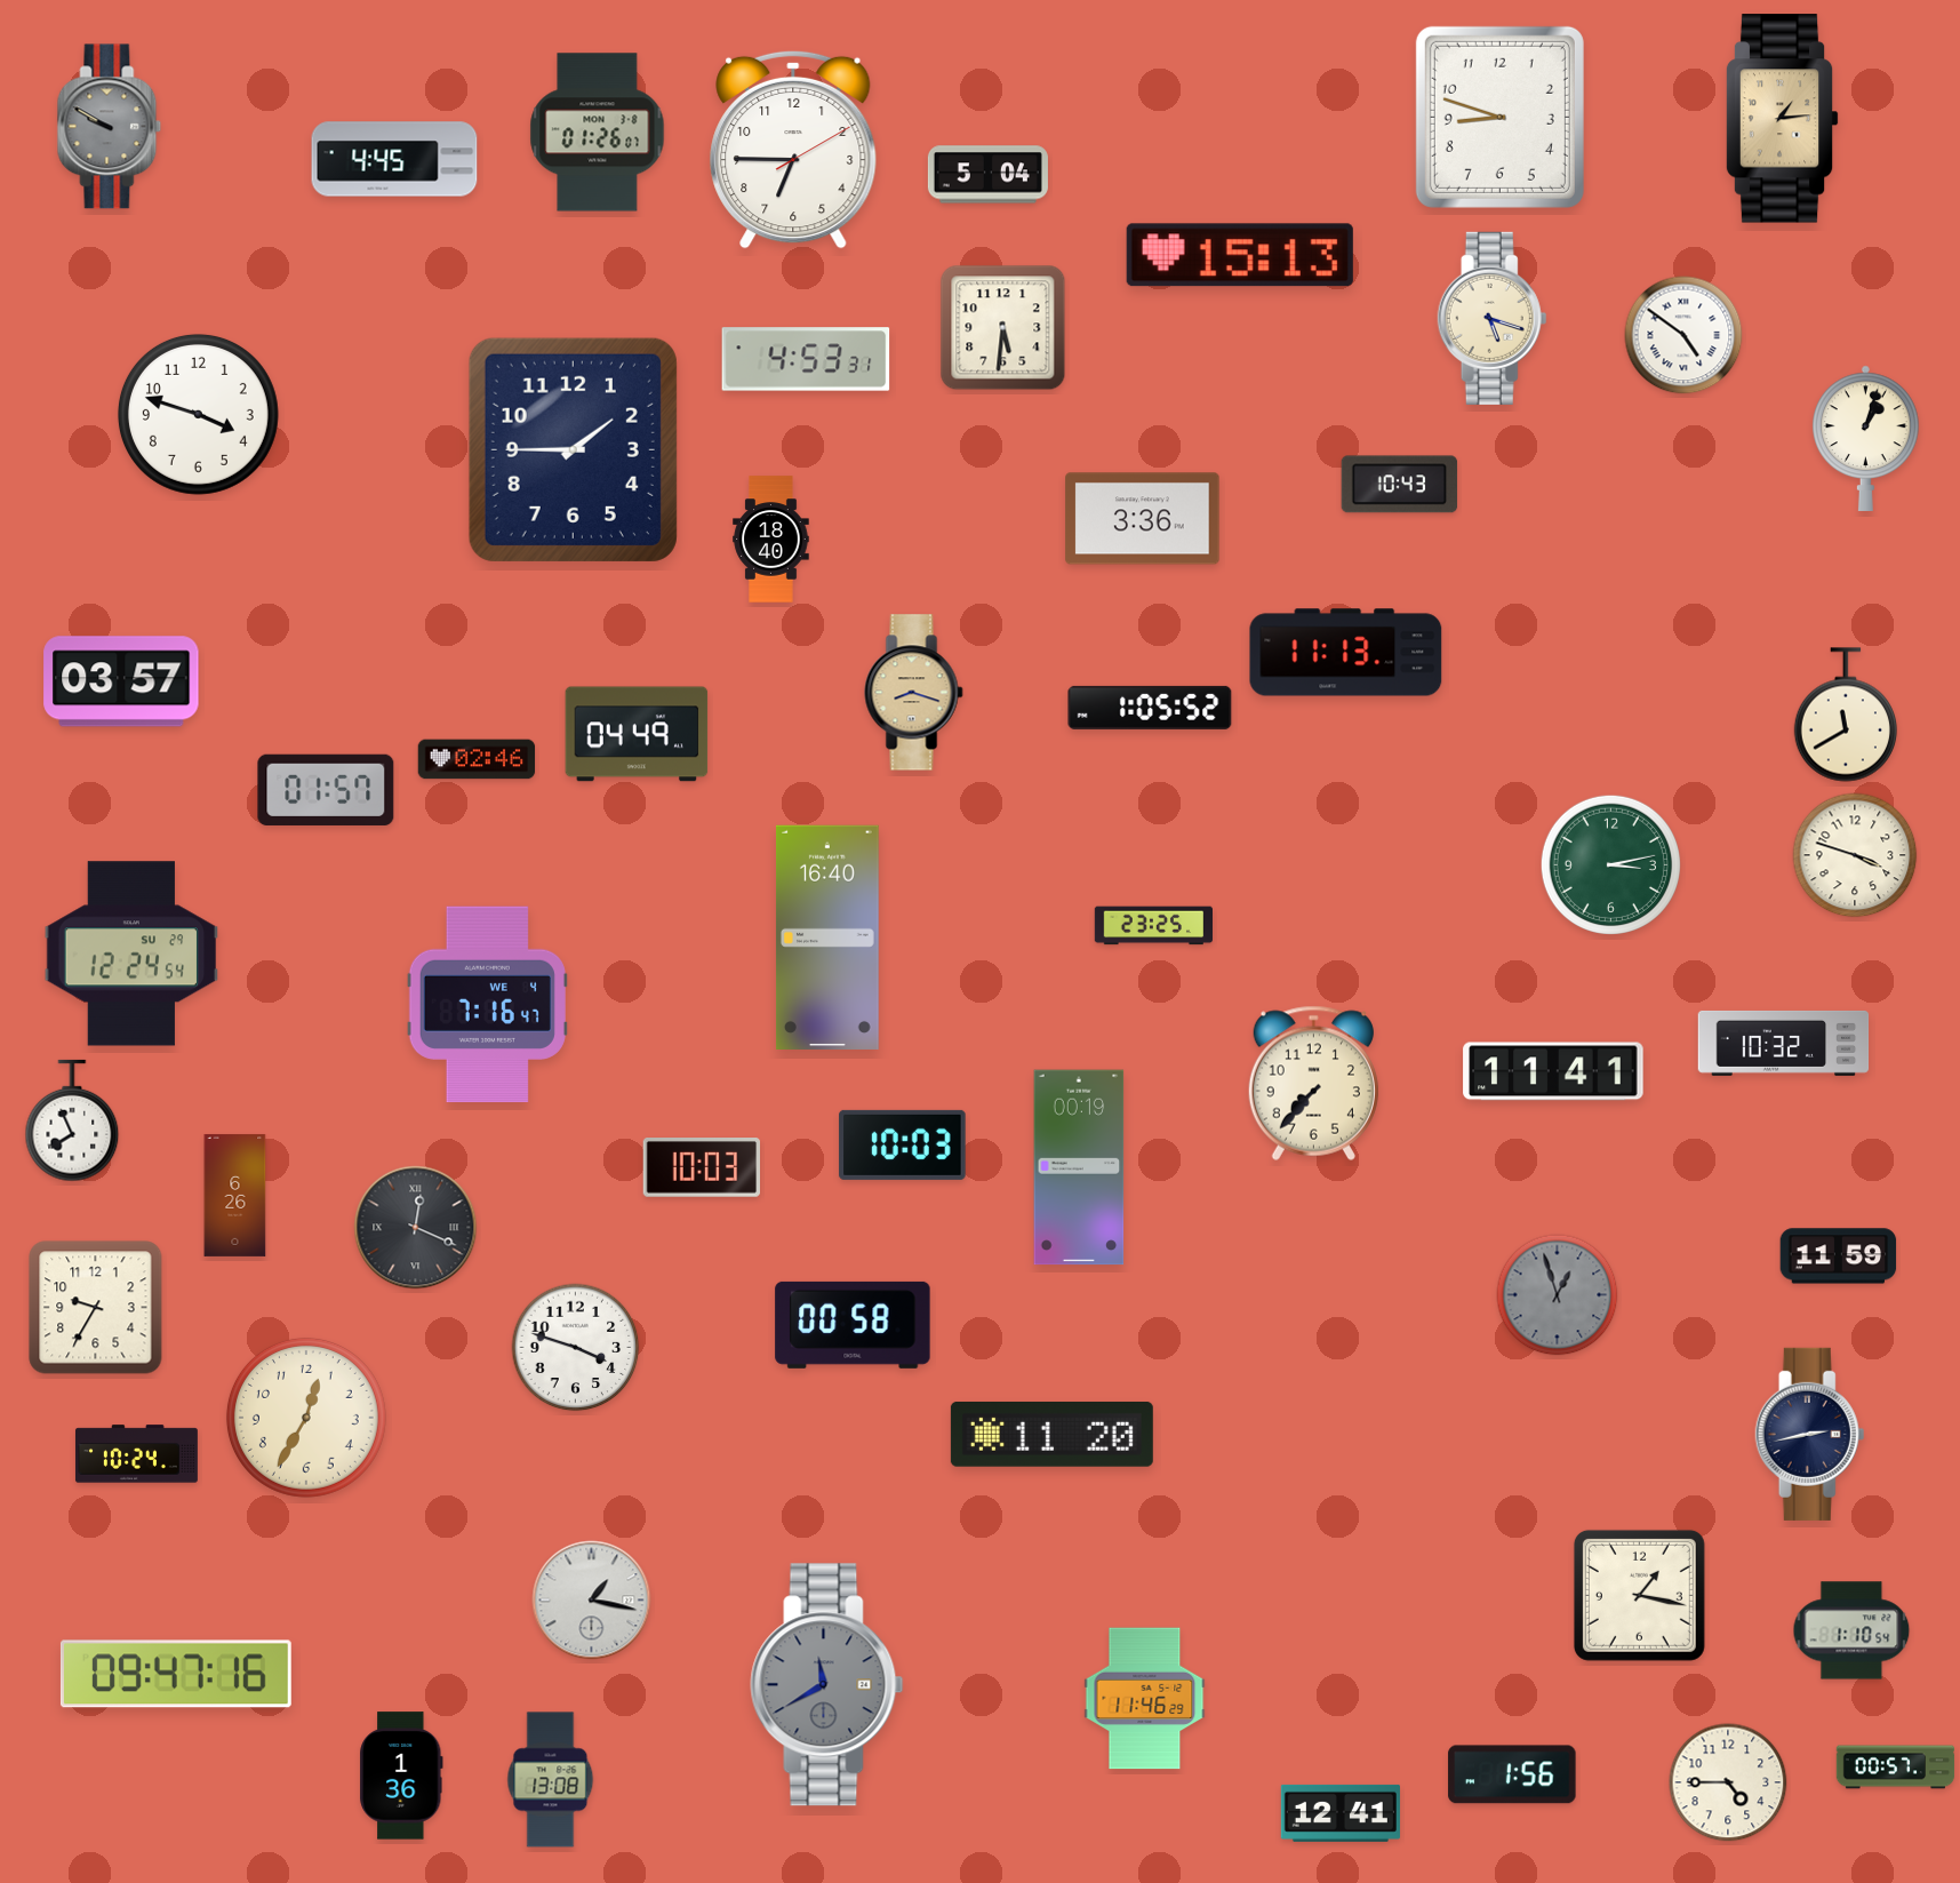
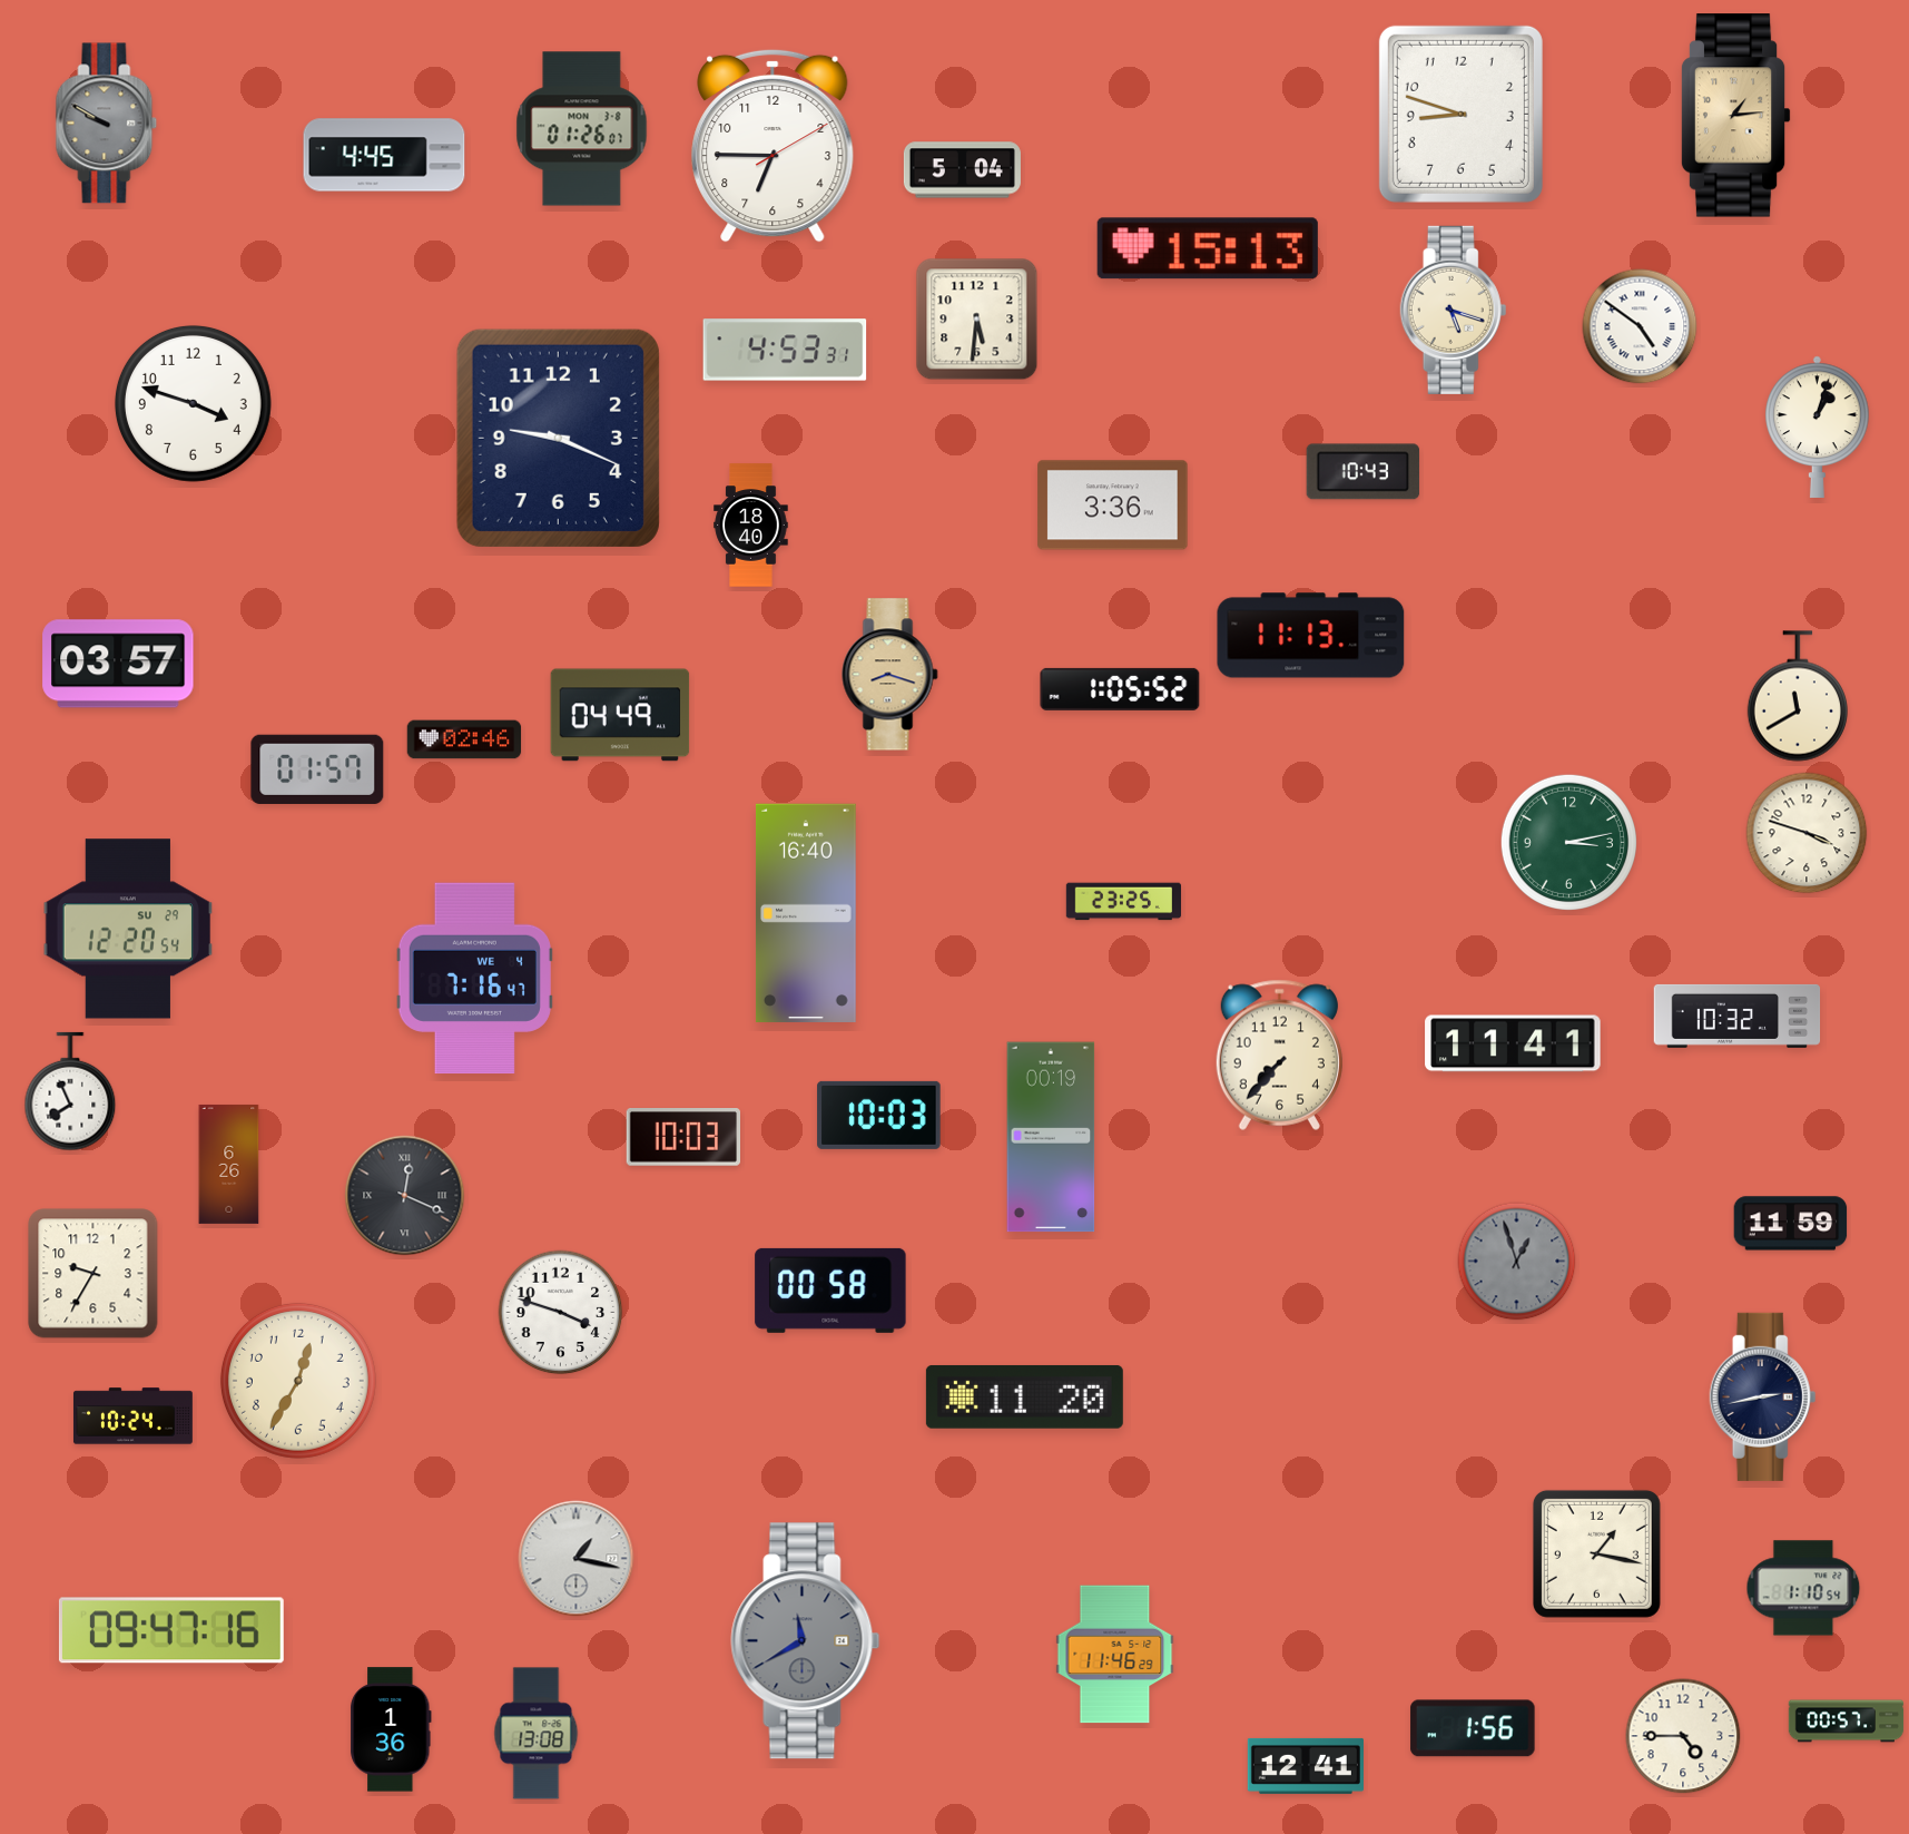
clock at (573, 449): 1:45 -> 9:19
clock at (131, 954): 12:24 -> 12:20
